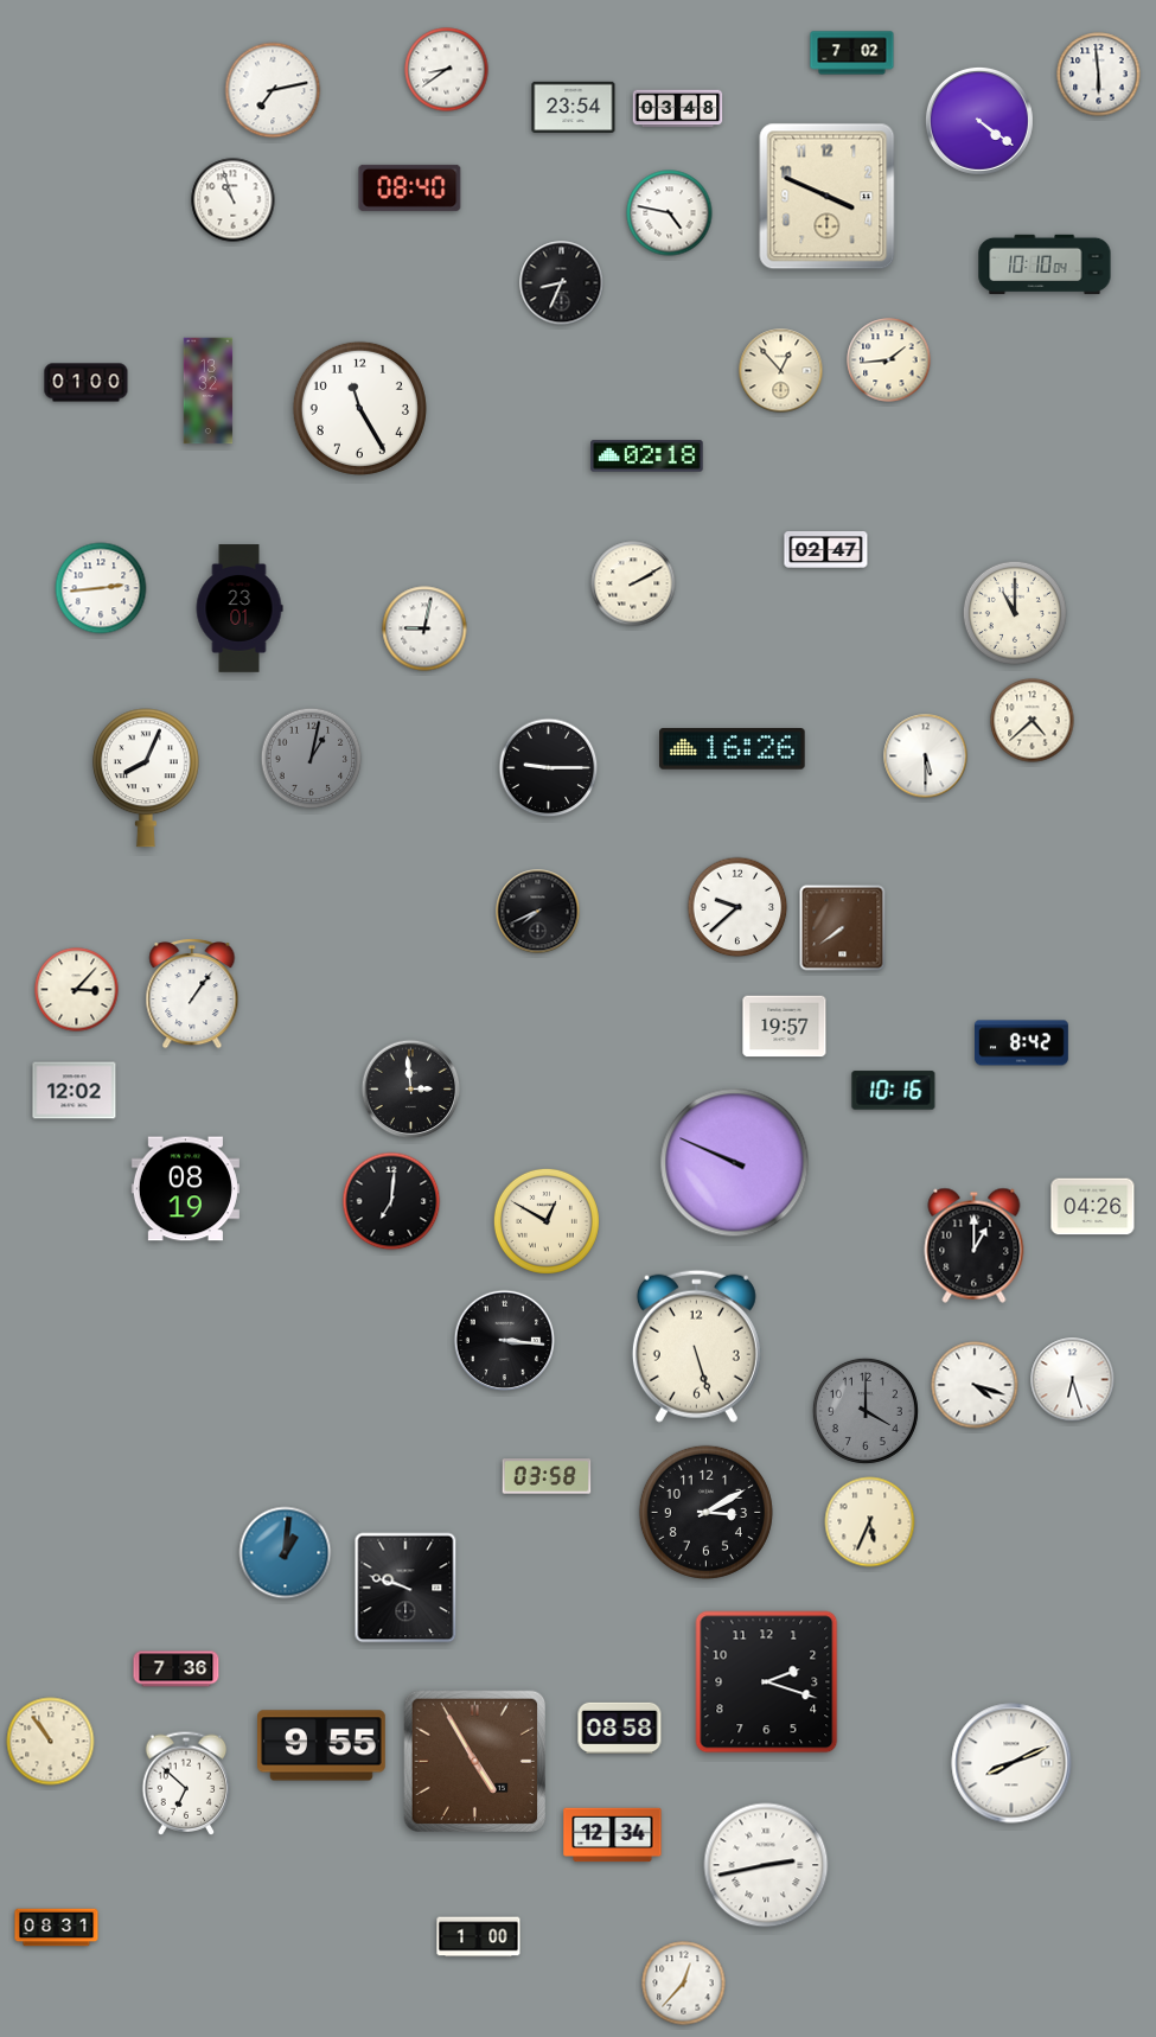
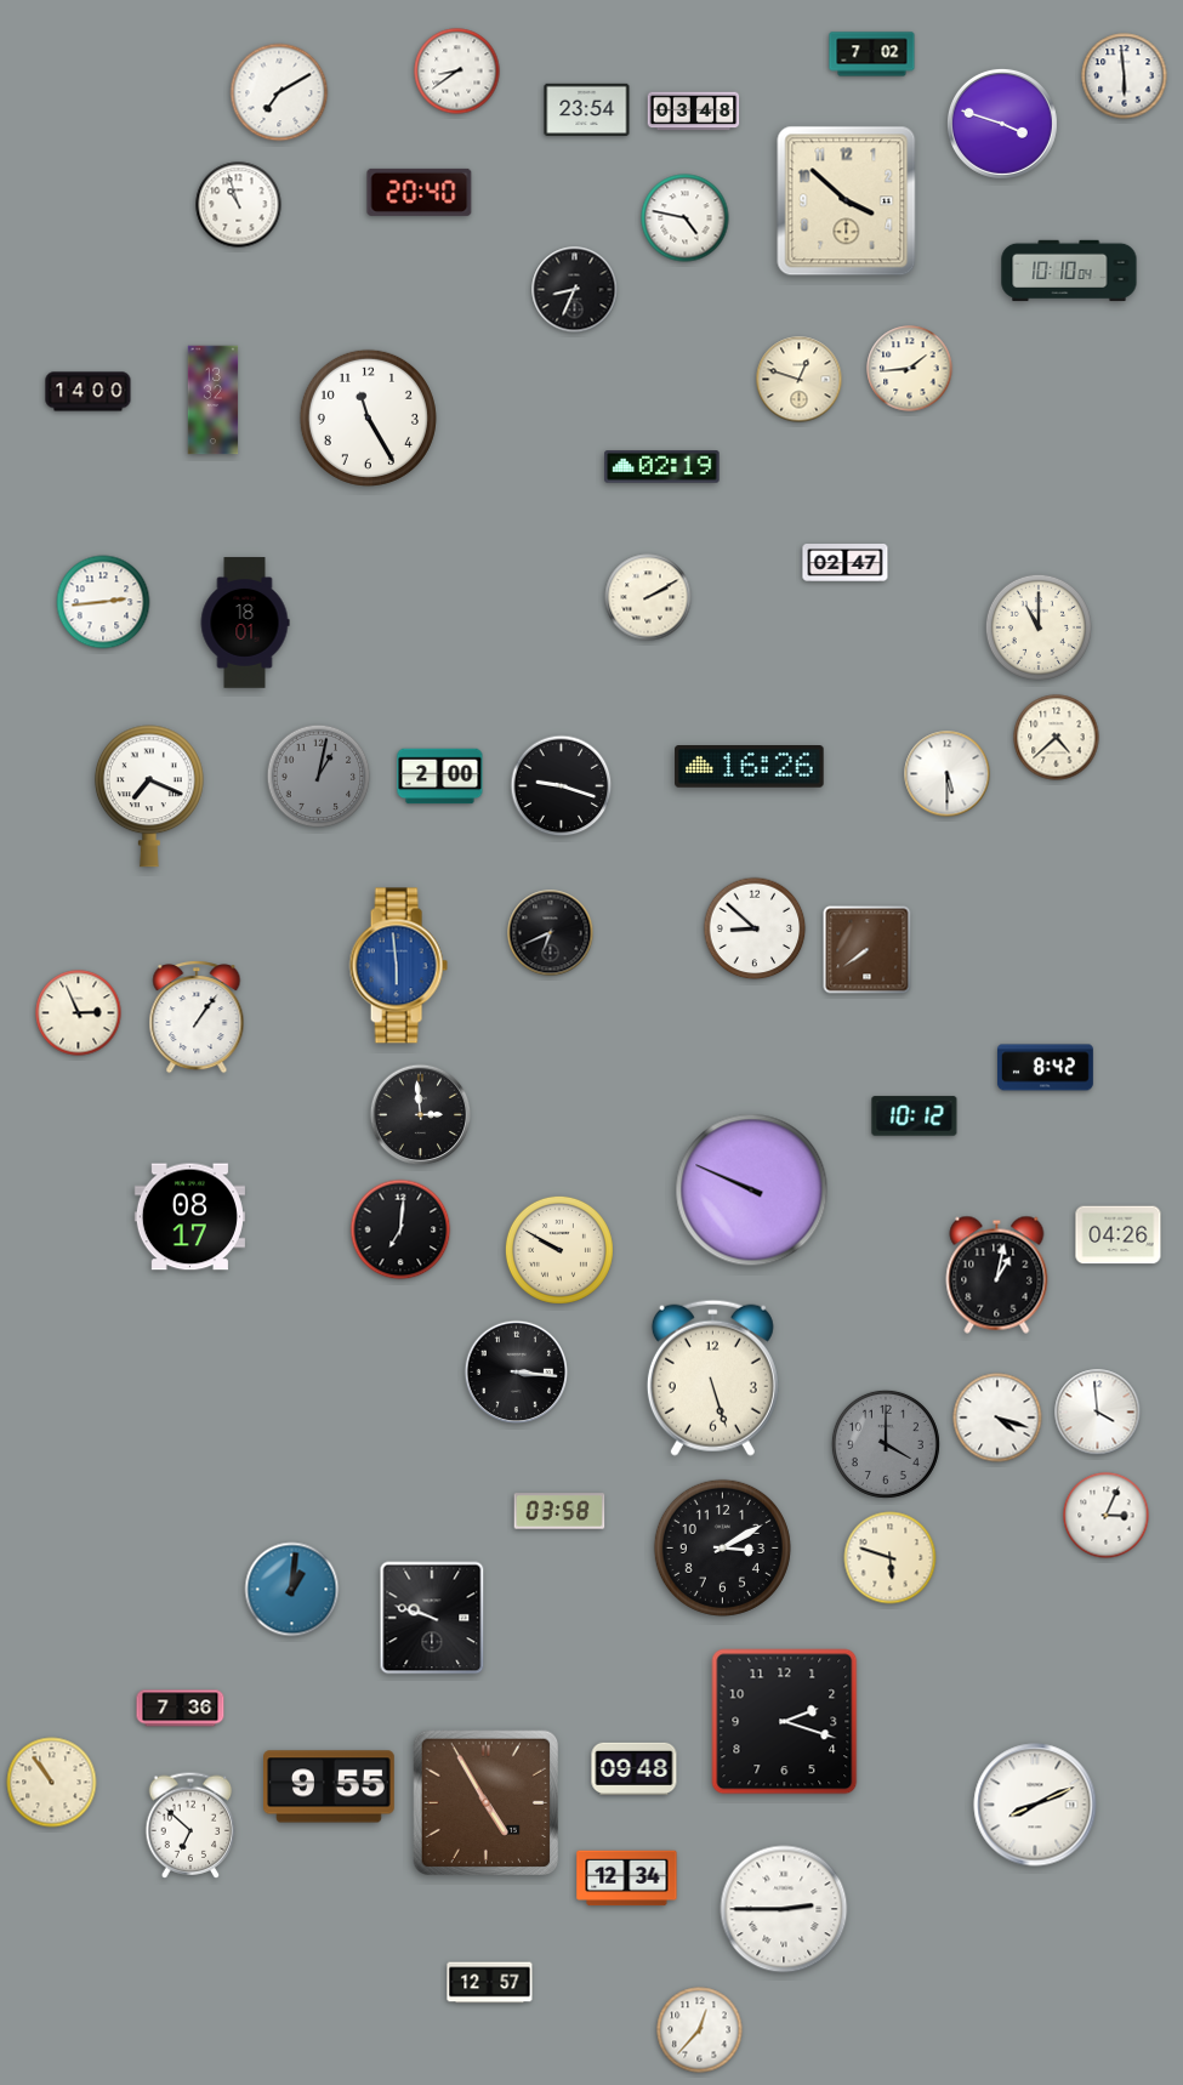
clock at (273, 90): 7:13 -> 7:10
clock at (979, 121): 4:21 -> 3:48
clock at (410, 187): 08:40 -> 20:40
clock at (828, 197): 3:49 -> 3:52
clock at (781, 371): 12:53 -> 12:48
clock at (87, 383): 01:00 -> 14:00
clock at (647, 456): 02:18 -> 02:19
clock at (239, 608): 23:01 -> 18:01
clock at (424, 628): 9:02 -> none
clock at (440, 777): none -> 2:00
clock at (549, 768): 9:15 -> 9:18
clock at (146, 778): 8:04 -> 7:19
clock at (737, 907): 9:38 -> 8:52
clock at (538, 912): 7:41 -> 6:41
clock at (843, 928) position: (843, 928) -> (868, 950)
clock at (398, 966): none -> 5:59
clock at (77, 990): 3:07 -> 2:56
clock at (785, 1027): 19:57 -> none
clock at (75, 1091): 12:02 -> none
clock at (894, 1091): 10:16 -> 10:12
clock at (185, 1189): 08:19 -> 08:17
clock at (547, 1221): 12:50 -> 9:50
clock at (975, 1245): 1:00 -> 1:02
clock at (1073, 1380): 6:27 -> 3:59
clock at (1107, 1516): none -> 3:04
clock at (870, 1522): 5:34 -> 5:48
clock at (405, 1588) position: (405, 1588) -> (432, 1618)
clock at (620, 1728): 08:58 -> 09:48
clock at (766, 1865): 2:43 -> 2:45
clock at (57, 1928): 08:31 -> none
clock at (479, 1937): 1:00 -> 12:57
